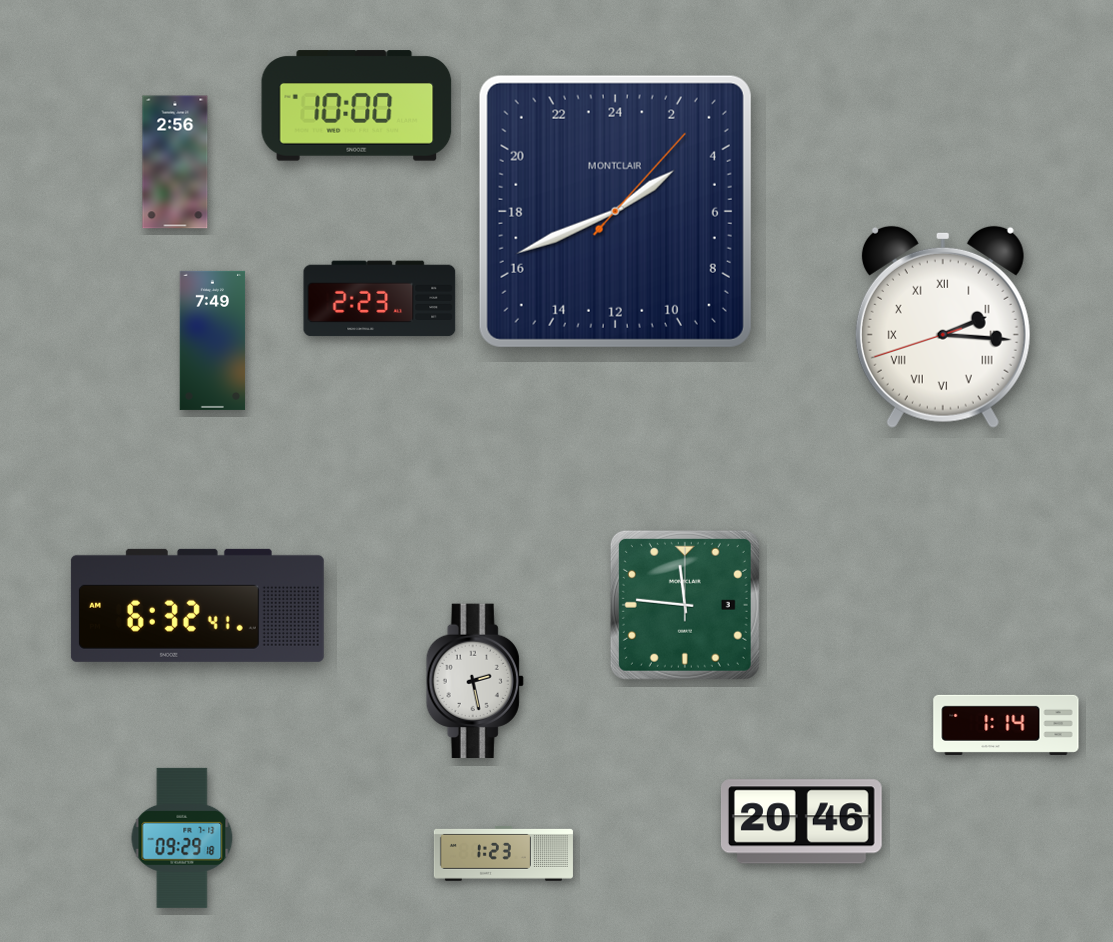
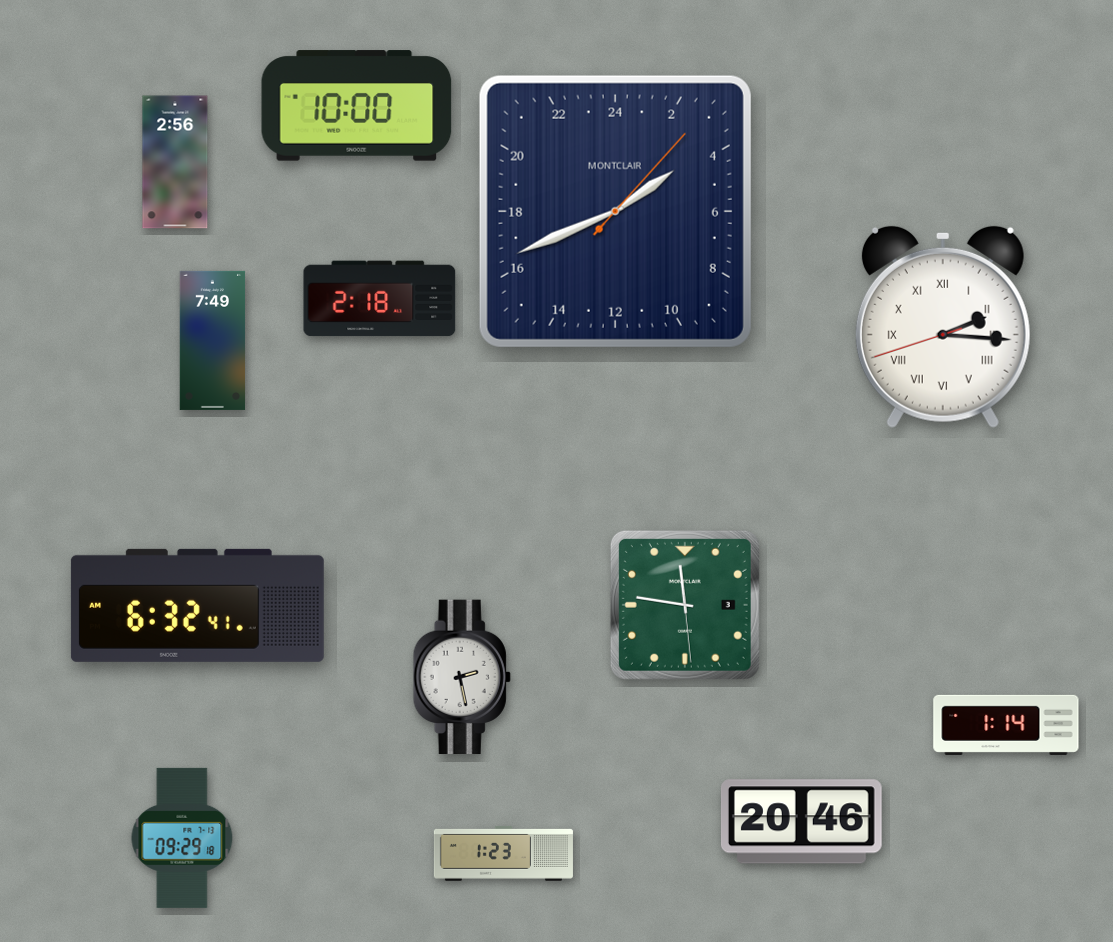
clock at (380, 299): 2:23 -> 2:18
clock at (685, 605): 11:46:00 -> 11:46:29
clock at (475, 681) position: (475, 681) -> (462, 677)
